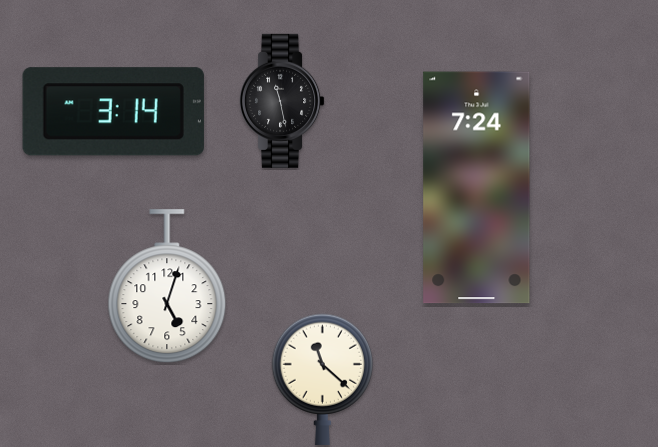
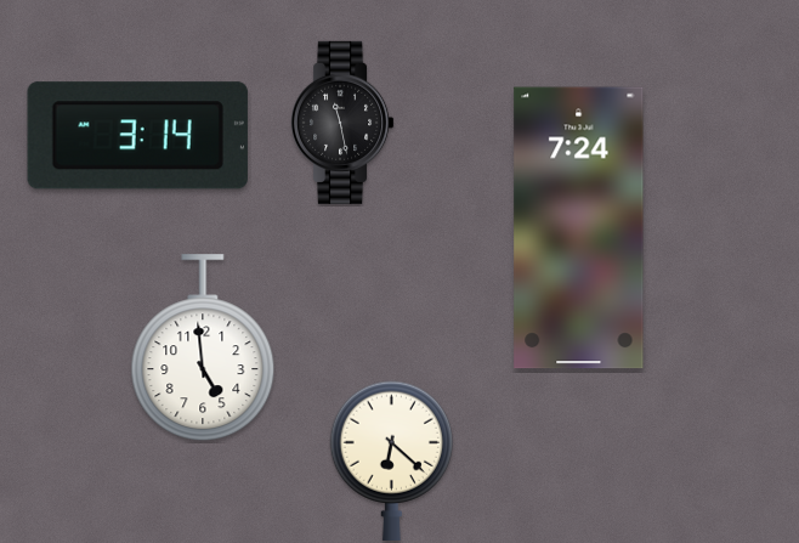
clock at (167, 287): 5:03 -> 4:59
clock at (322, 379): 11:22 -> 6:22
